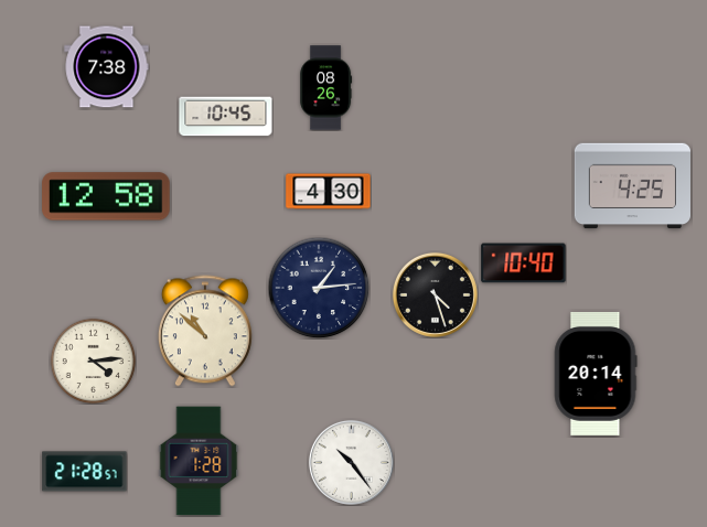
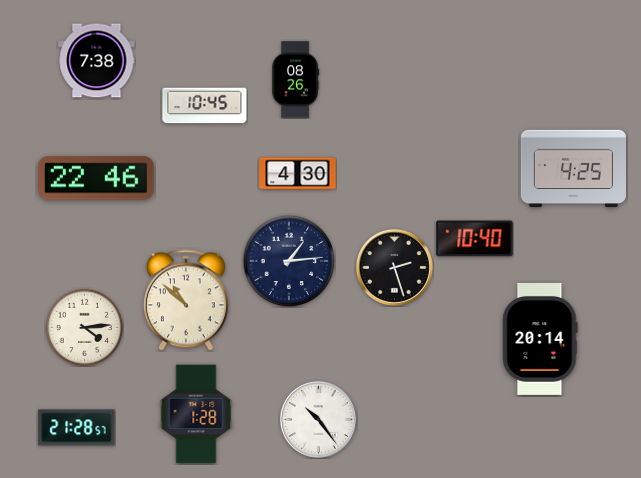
clock at (106, 196): 12:58 -> 22:46
clock at (435, 294): 4:27 -> 2:27
clock at (199, 461) position: (199, 461) -> (196, 414)
